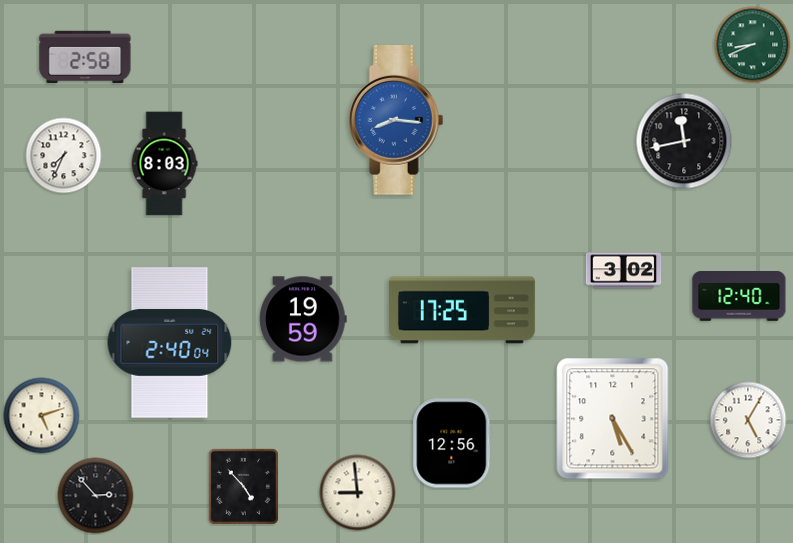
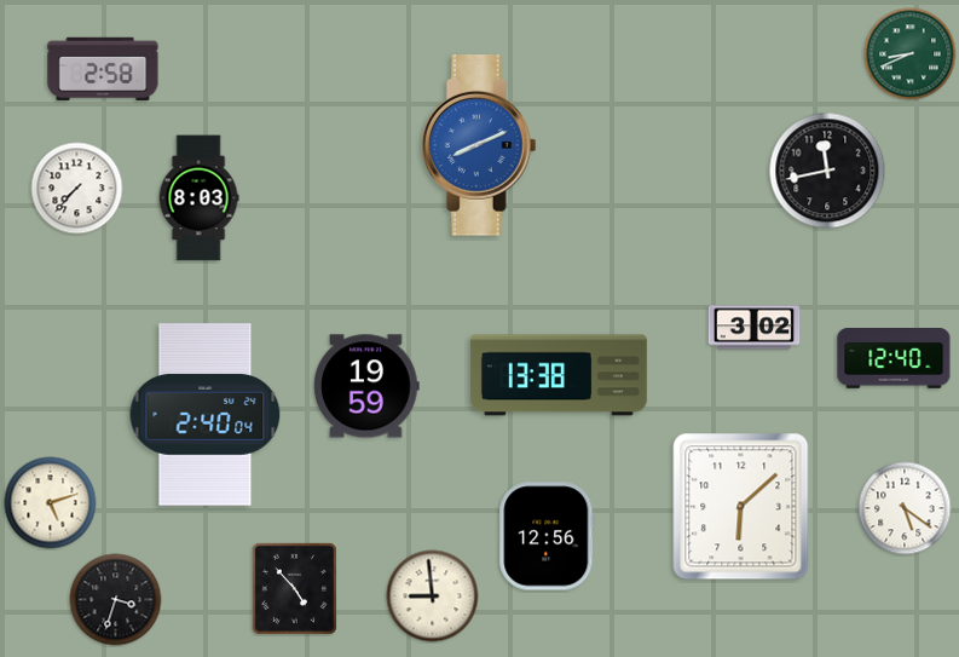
clock at (396, 120): 8:16 -> 8:11
clock at (64, 156): 7:34 -> 7:37
clock at (462, 310): 17:25 -> 13:38
clock at (613, 419): 5:25 -> 6:08
clock at (748, 420): 5:05 -> 5:21
clock at (96, 496): 2:53 -> 3:33
